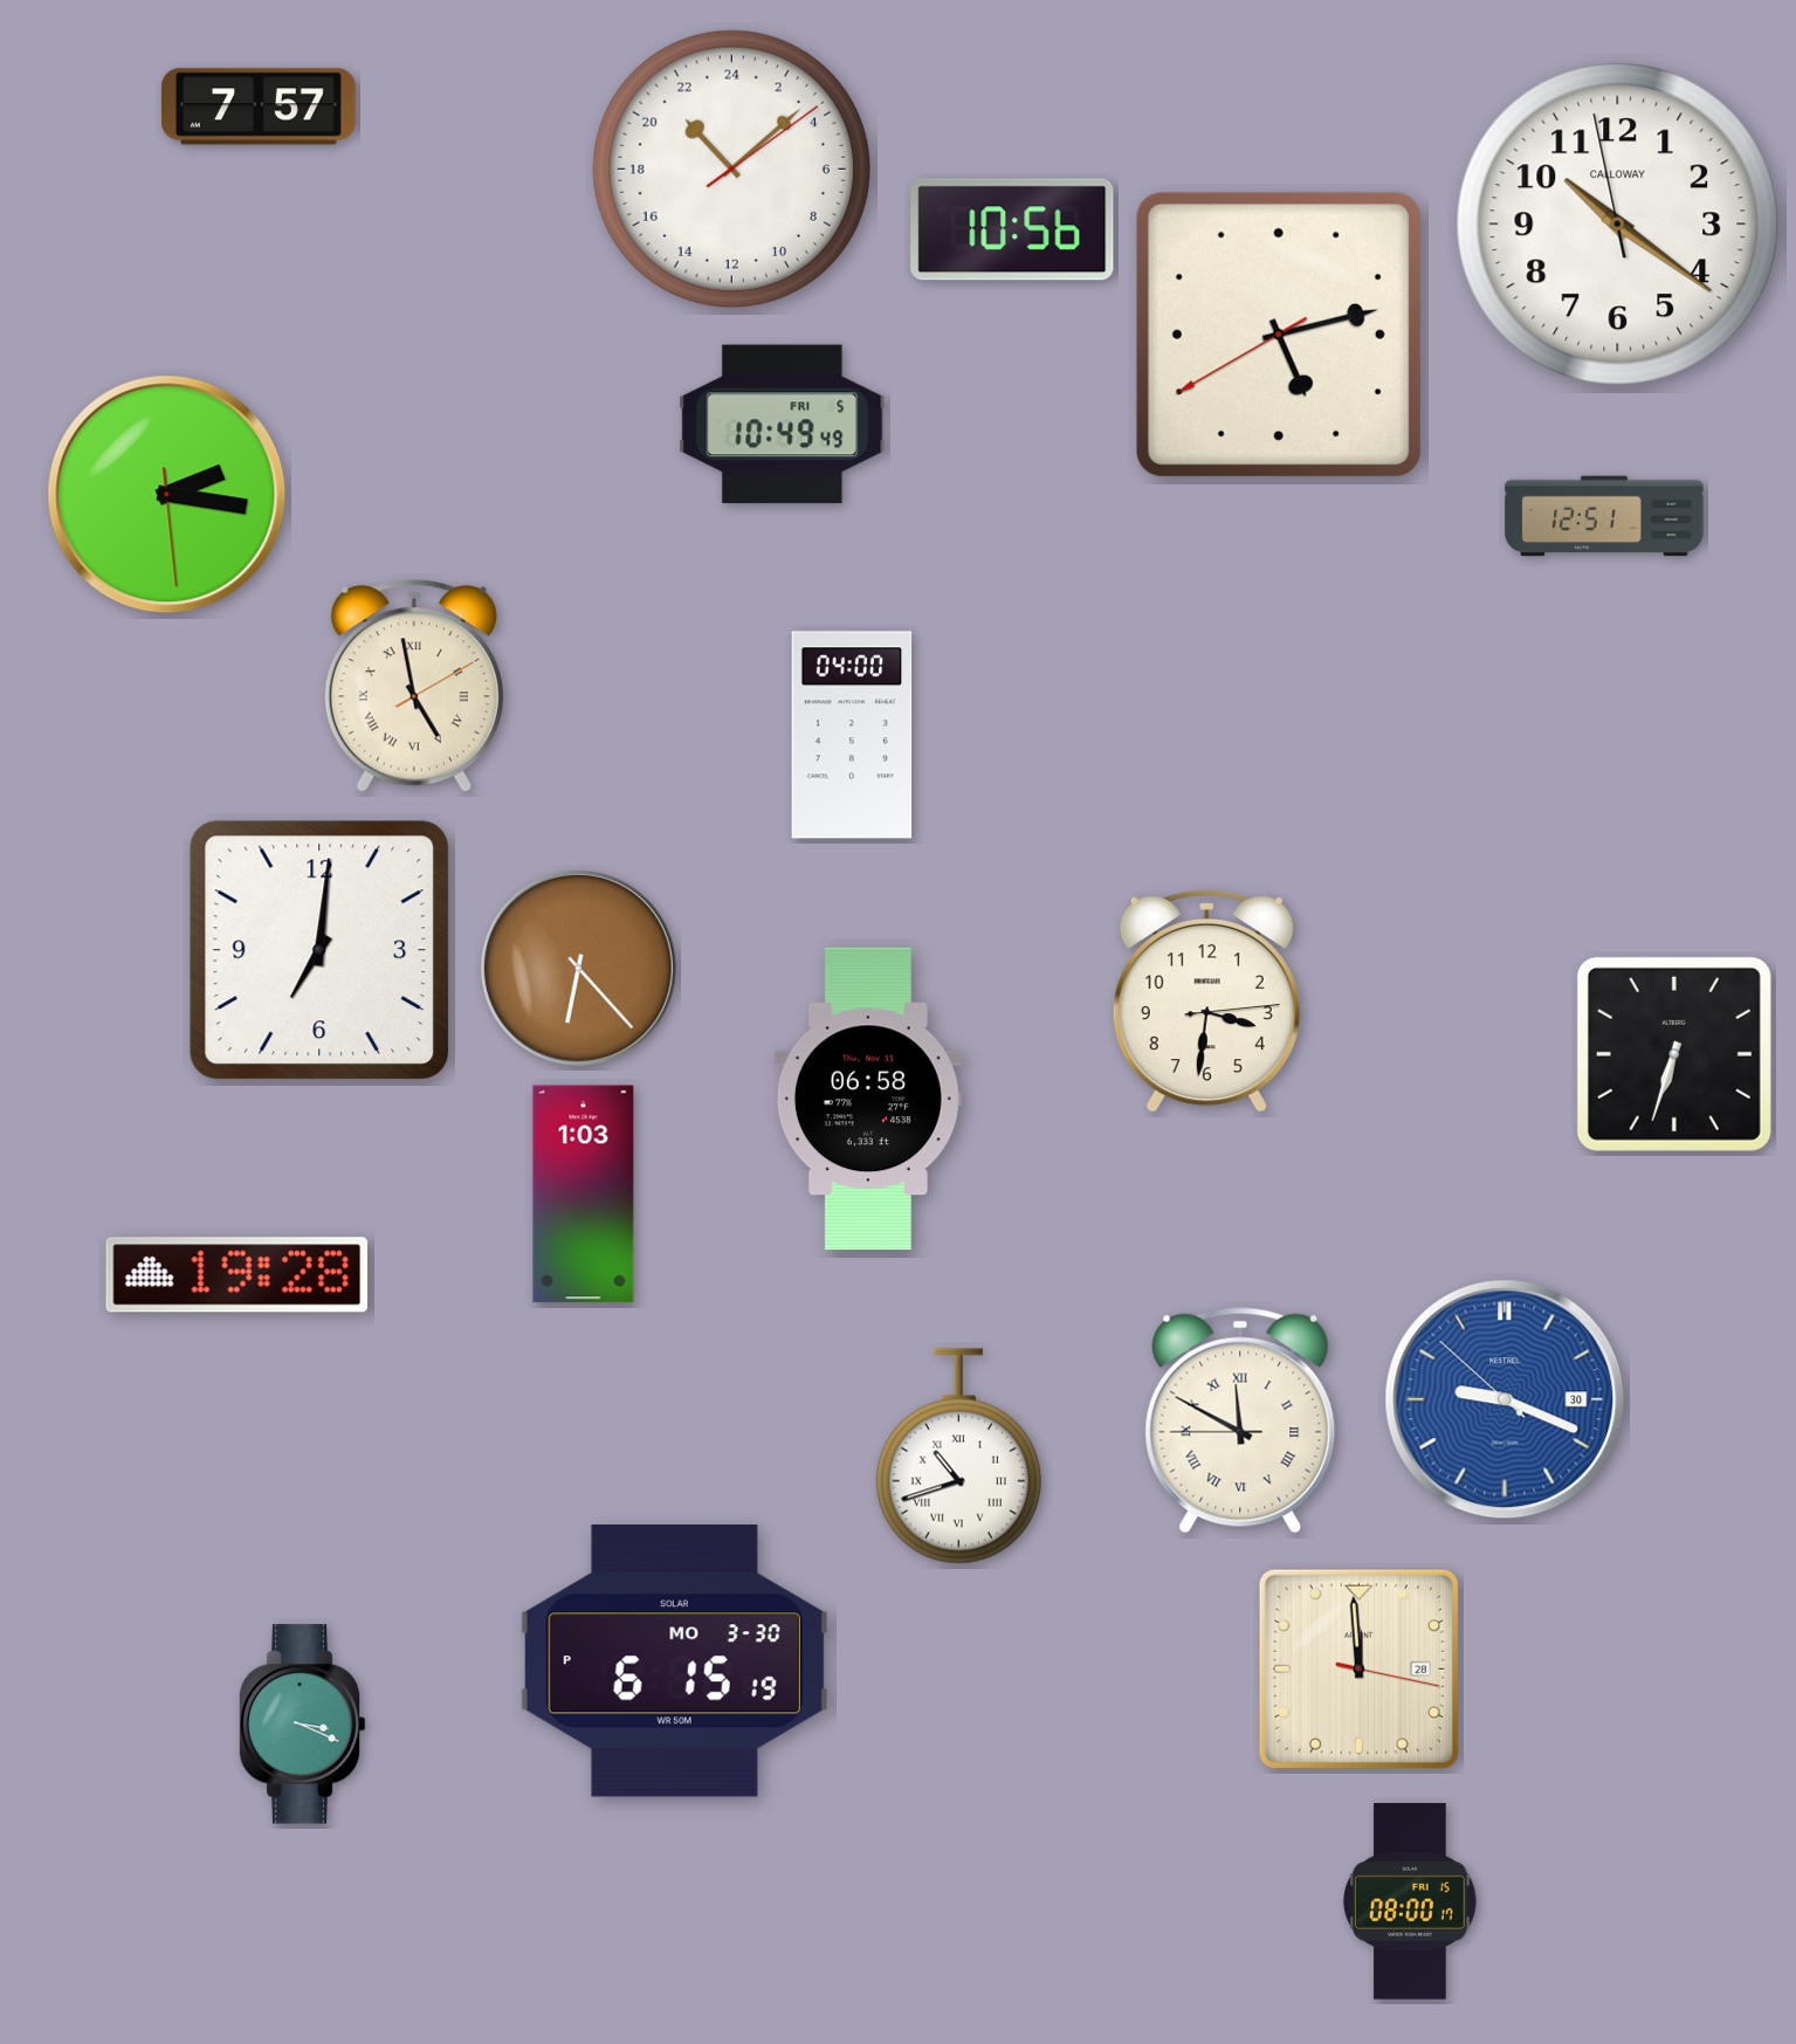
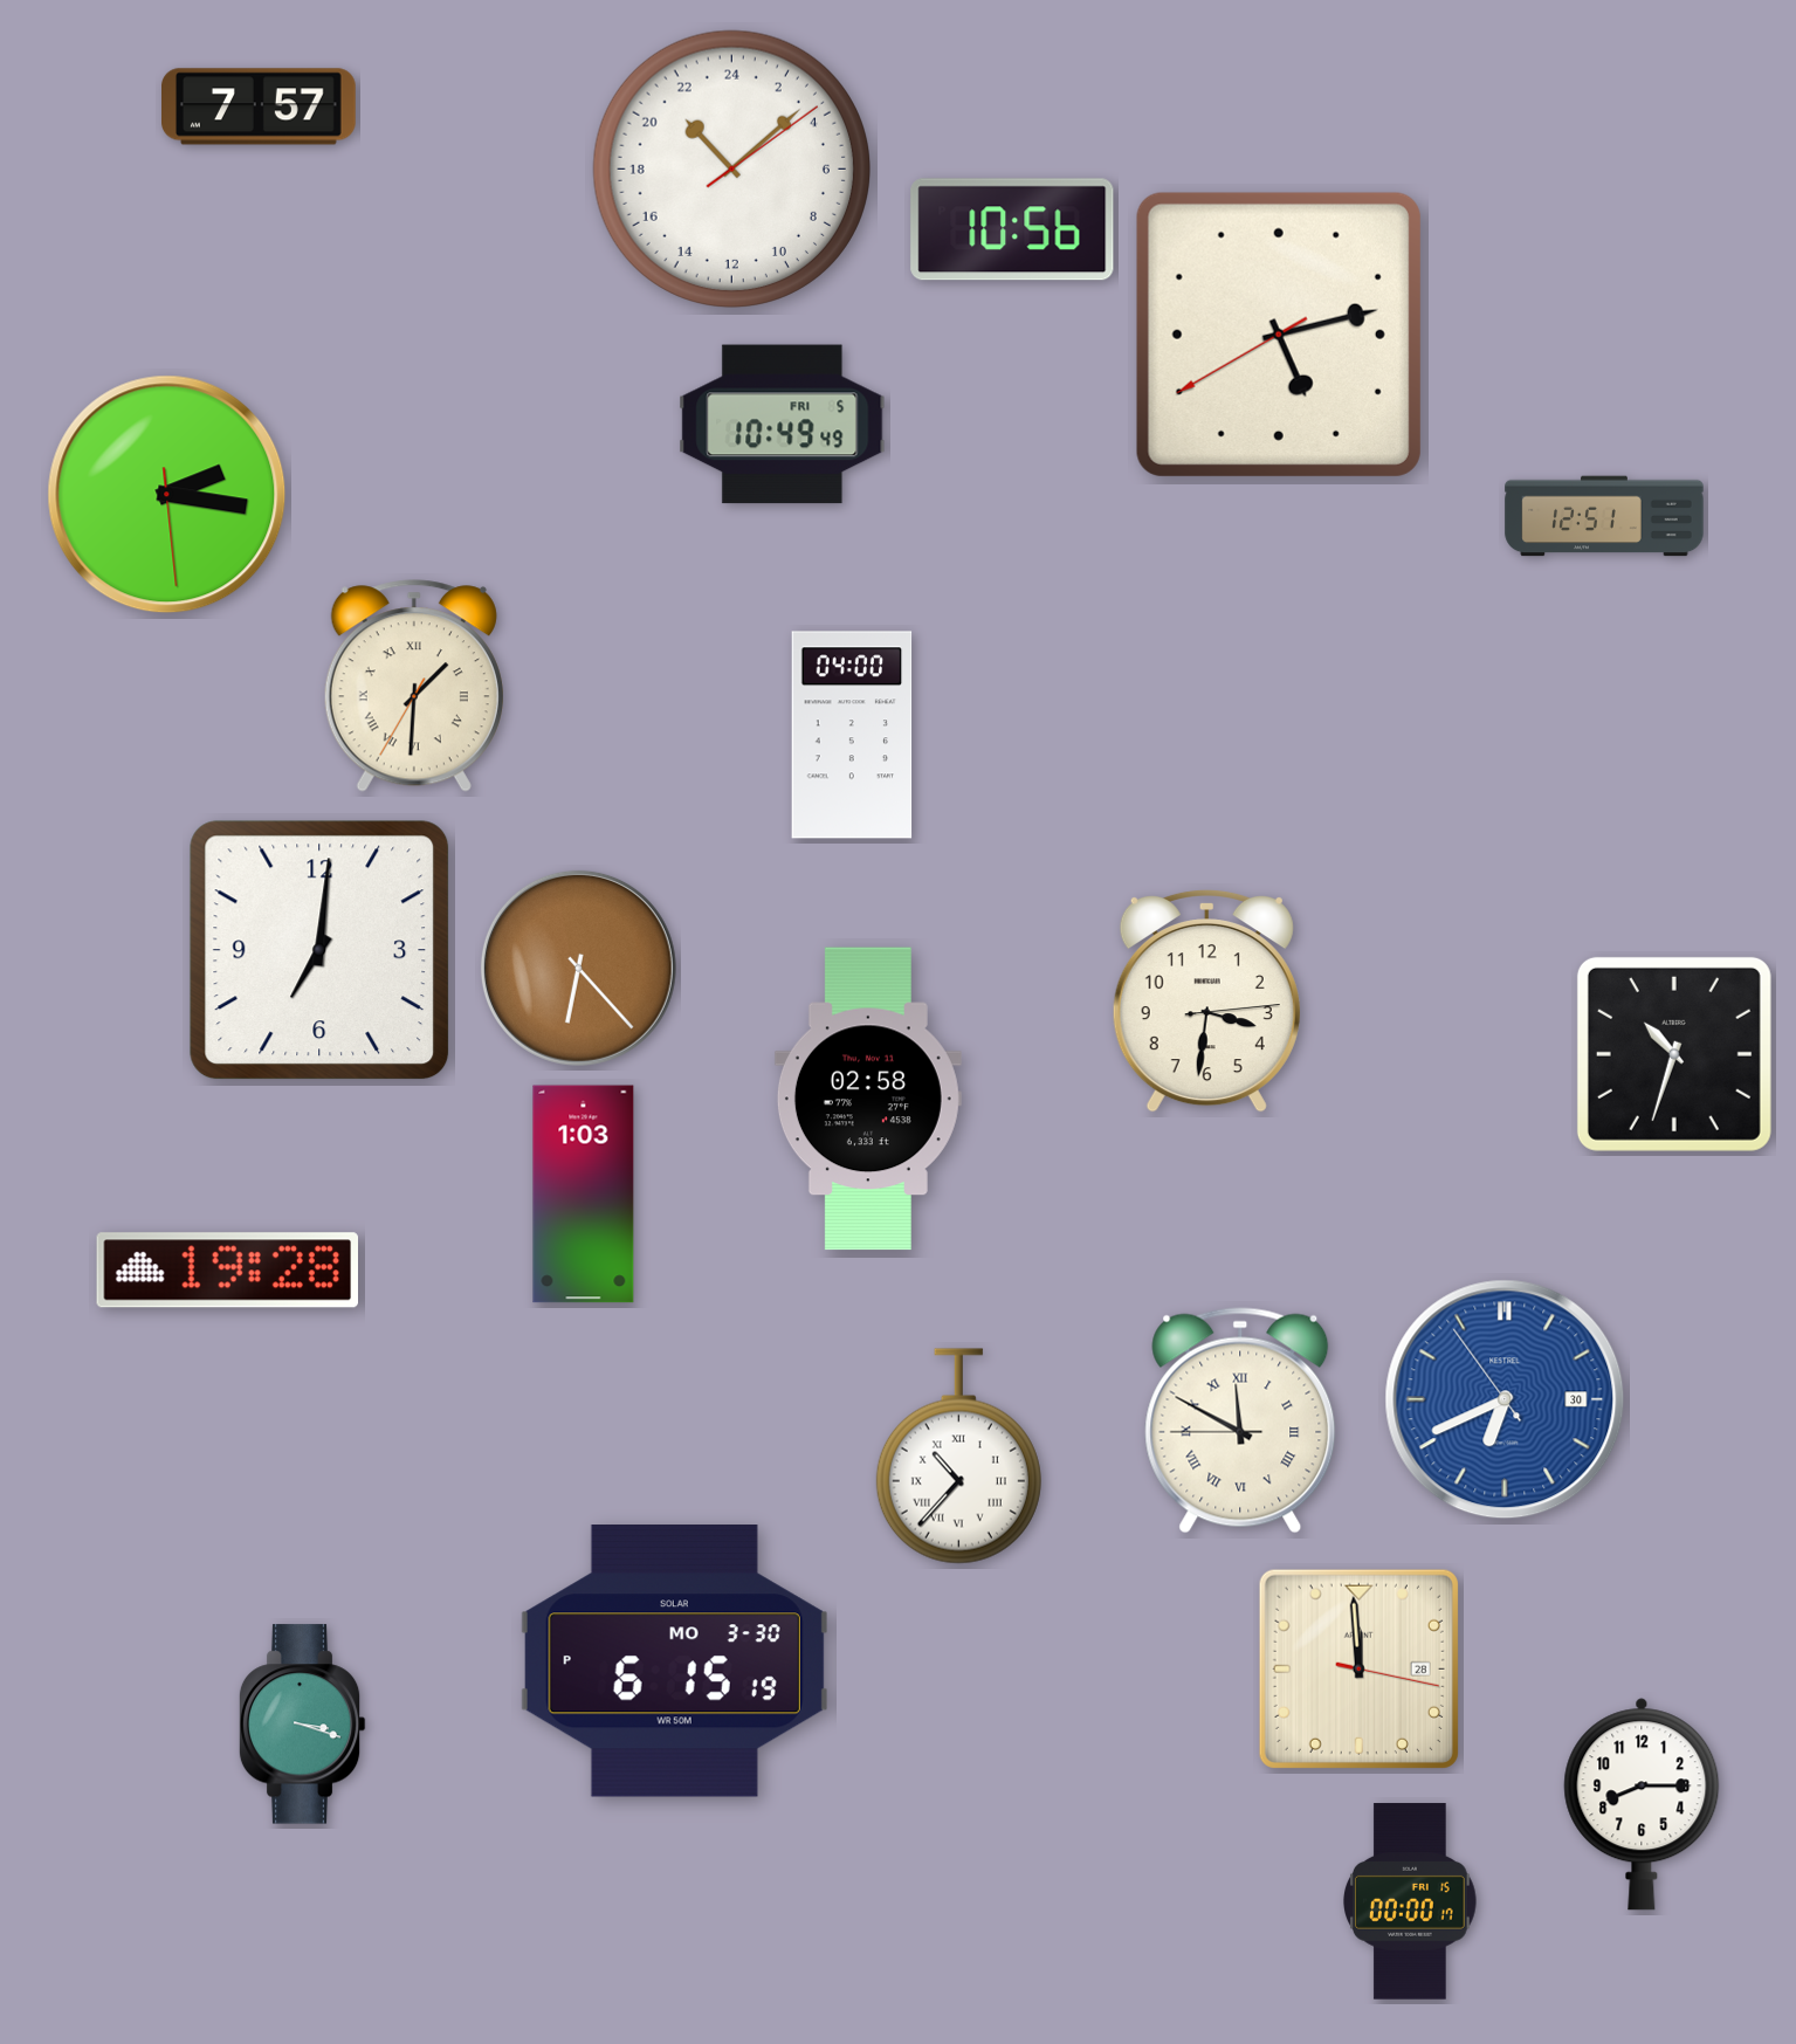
clock at (1618, 225): 10:20 -> none
clock at (414, 686): 4:58 -> 1:30
clock at (1674, 1054): 6:33 -> 10:33
clock at (868, 1099): 06:58 -> 02:58
clock at (236, 1275) position: (236, 1275) -> (227, 1271)
clock at (1505, 1399): 9:18 -> 6:40
clock at (958, 1457): 10:42 -> 10:37
clock at (302, 1725): 3:19 -> 3:18
clock at (1642, 1804): none -> 8:15
clock at (1411, 1901): 08:00 -> 00:00
